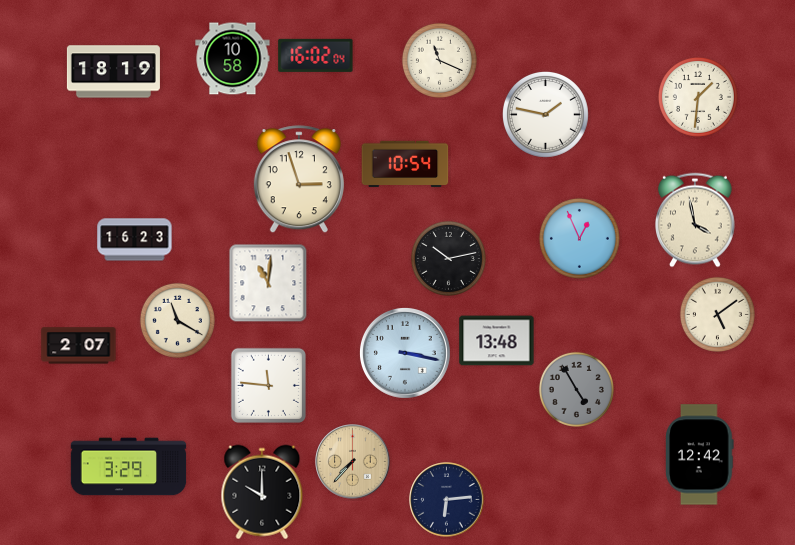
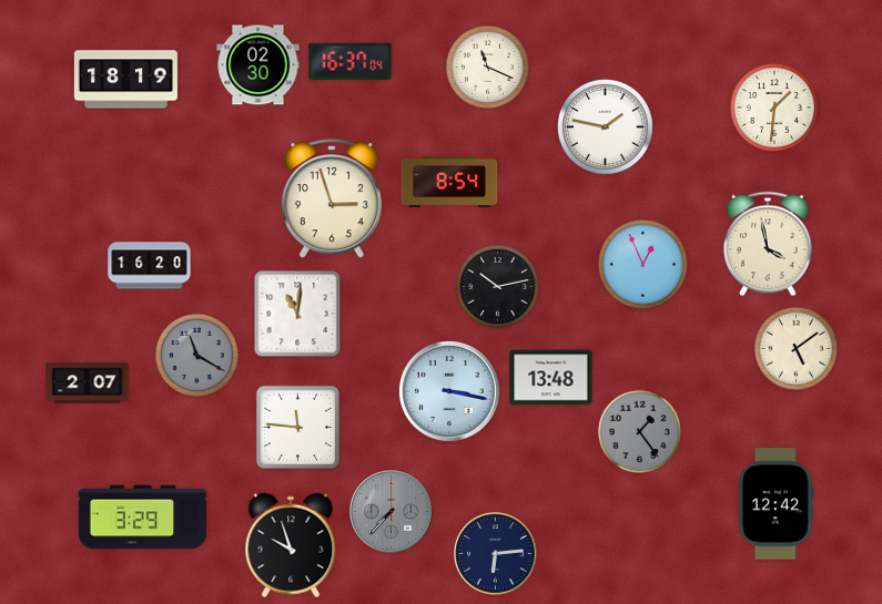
clock at (316, 55): 16:02 -> 16:37
clock at (233, 59): 10:58 -> 02:30
clock at (405, 164): 10:54 -> 8:54
clock at (696, 220) position: (696, 220) -> (769, 244)
clock at (135, 240): 16:23 -> 16:20
clock at (177, 320) dial: cream -> grey
clock at (576, 389): 4:55 -> 1:24
clock at (353, 462) dial: champagne -> grey
clock at (262, 492): 10:00 -> 9:57
